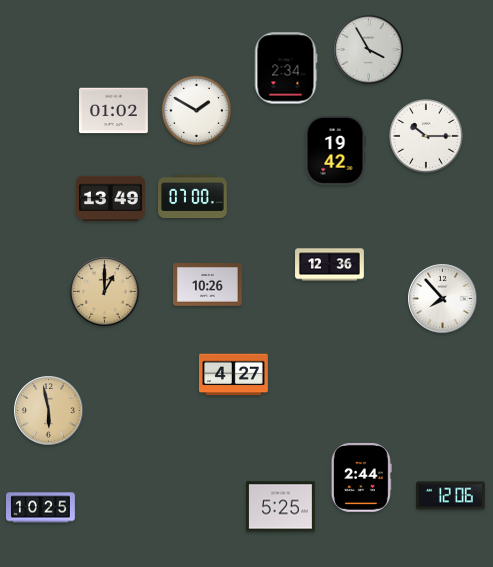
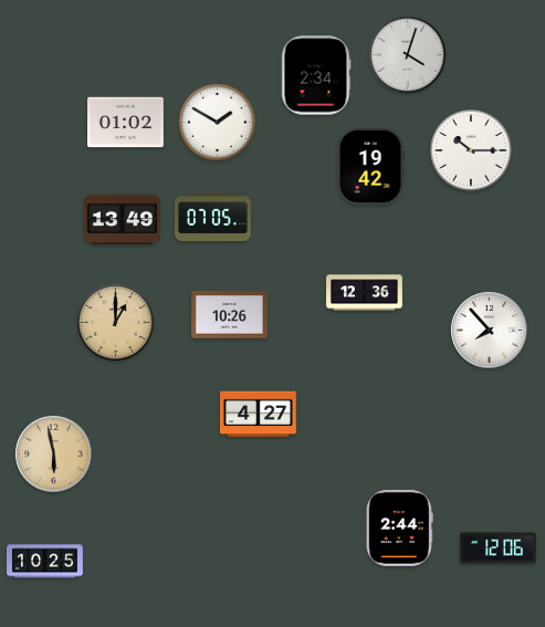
clock at (369, 50): 3:55 -> 4:03
clock at (193, 197): 07:00 -> 07:05
clock at (281, 507): 5:25 -> none
